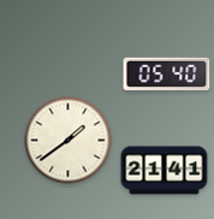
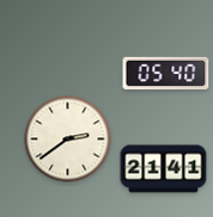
clock at (69, 141): 1:39 -> 2:39
